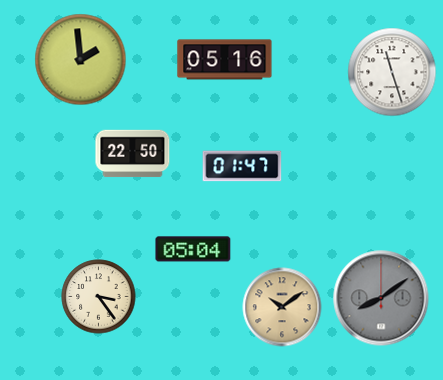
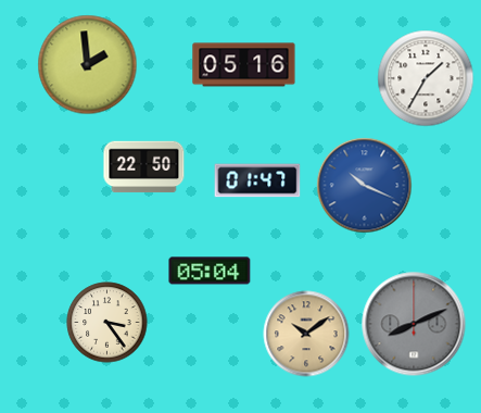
clock at (392, 72): 11:27 -> 1:35
clock at (242, 166) position: (242, 166) -> (257, 180)
clock at (365, 186): none -> 10:19
clock at (381, 298): 8:09 -> 8:11
